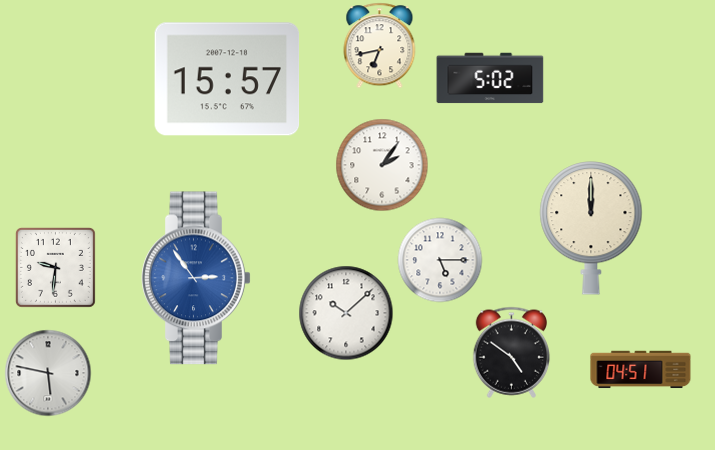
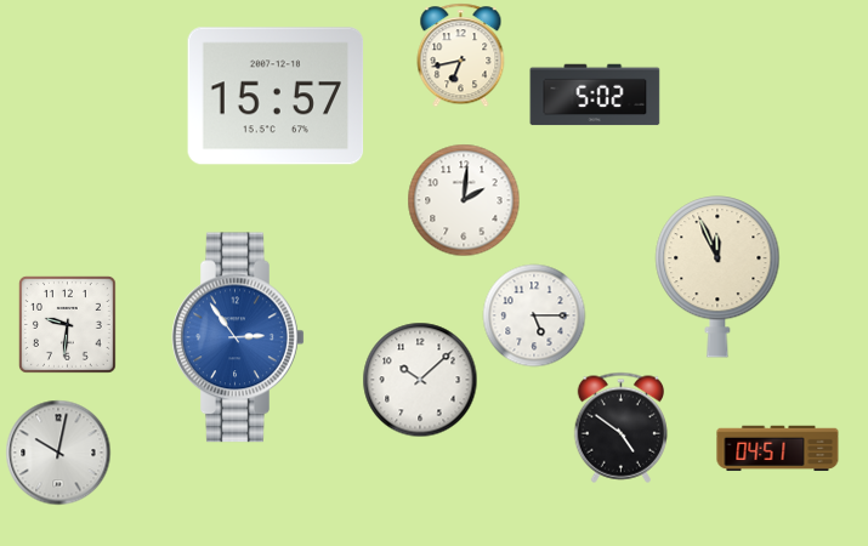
clock at (382, 165): 2:06 -> 2:01
clock at (591, 228): 12:00 -> 11:56
clock at (48, 373): 5:47 -> 10:02
